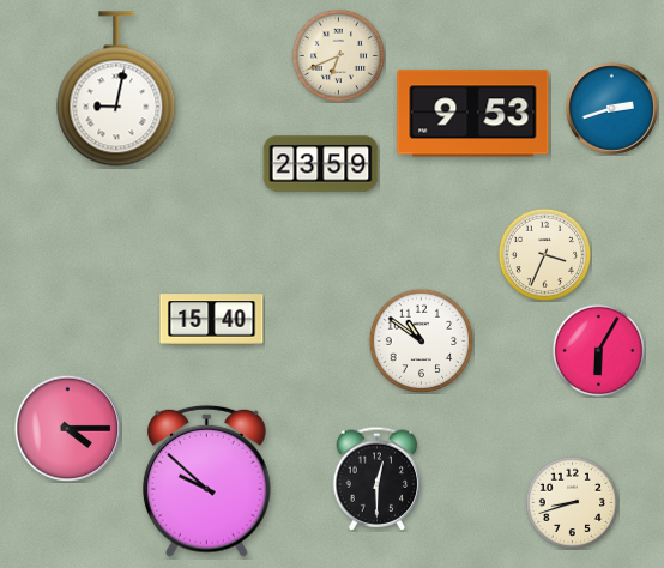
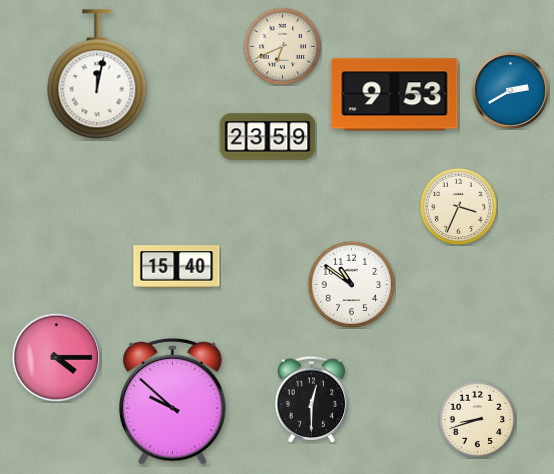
clock at (116, 89): 9:02 -> 12:02
clock at (611, 108): 2:42 -> 2:40
clock at (544, 254) position: (544, 254) -> (458, 206)
clock at (598, 350): 6:05 -> none
clock at (378, 478) position: (378, 478) -> (312, 399)
